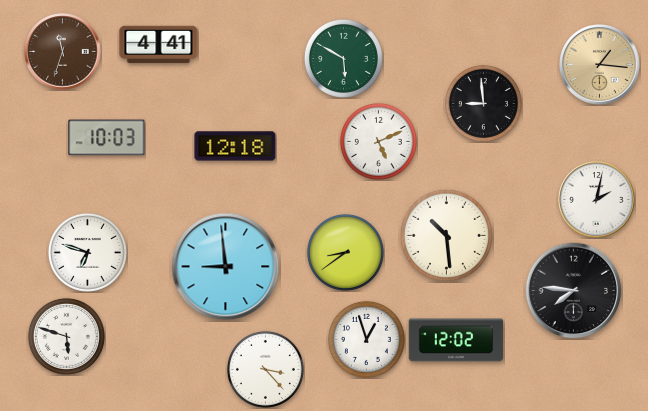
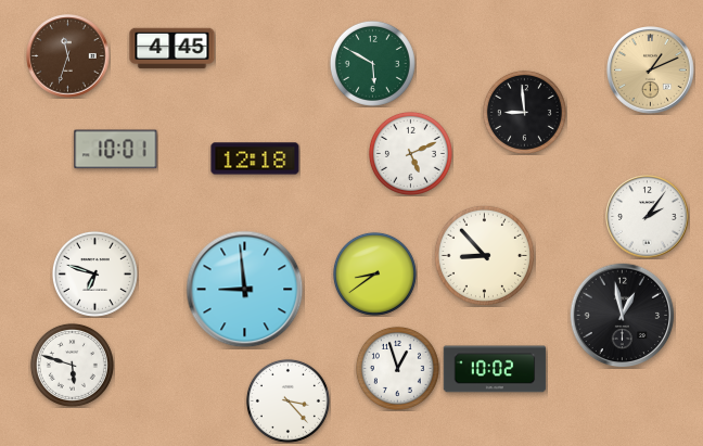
clock at (159, 45): 4:41 -> 4:45
clock at (600, 65): 1:16 -> 1:11
clock at (107, 138): 10:03 -> 10:01
clock at (597, 200): 2:02 -> 2:06
clock at (446, 235): 10:29 -> 8:53
clock at (574, 291): 7:46 -> 12:58
clock at (456, 340): 12:02 -> 10:02
